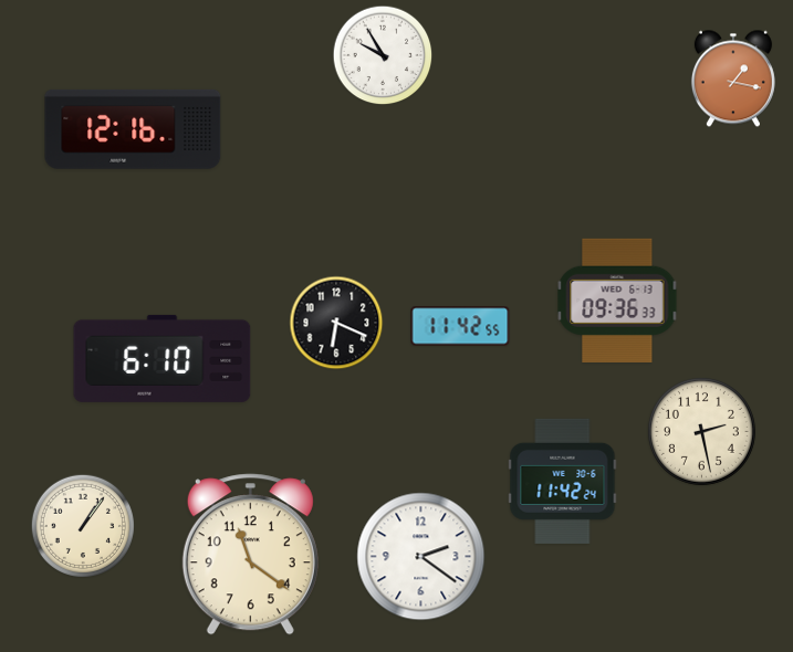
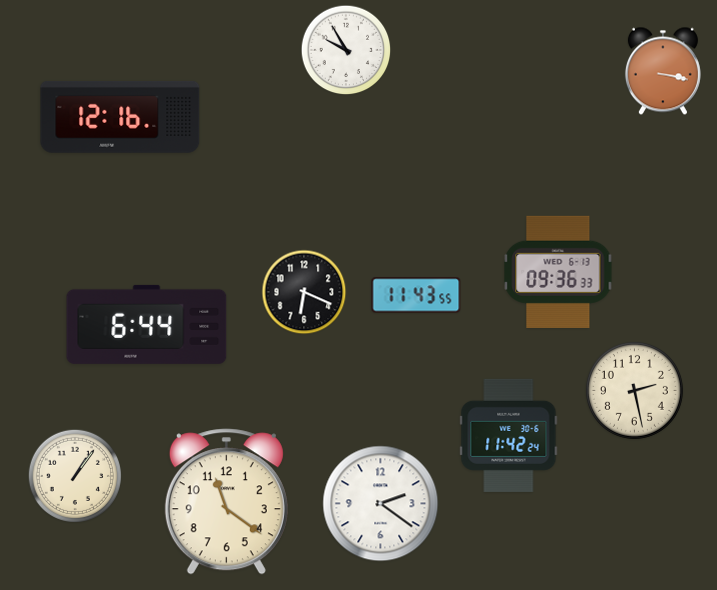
clock at (733, 78): 1:17 -> 3:17
clock at (460, 326): 11:42 -> 11:43
clock at (163, 358): 6:10 -> 6:44
